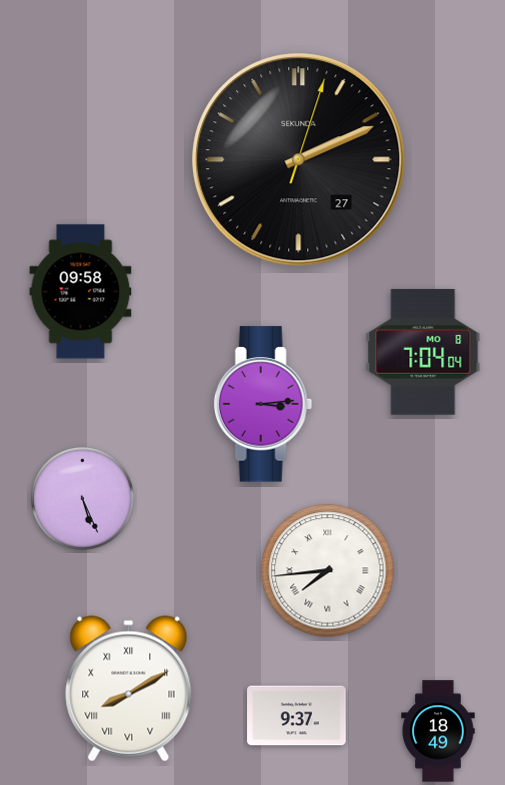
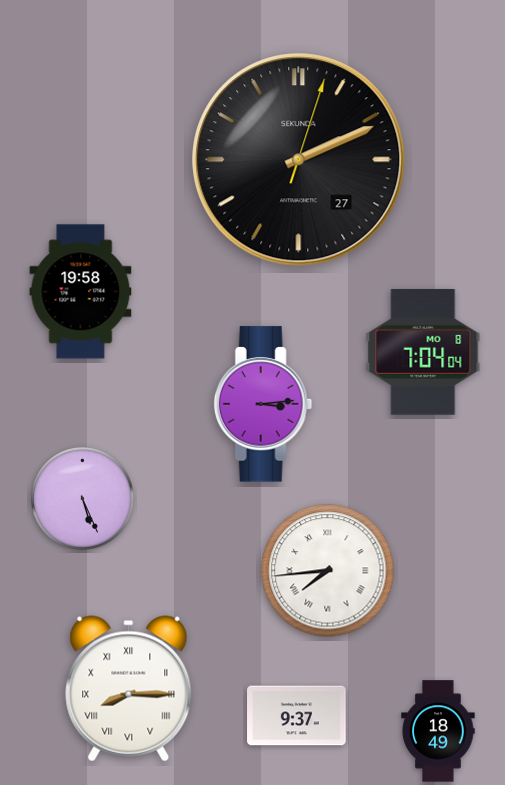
clock at (81, 292): 09:58 -> 19:58
clock at (129, 689): 8:10 -> 8:15
